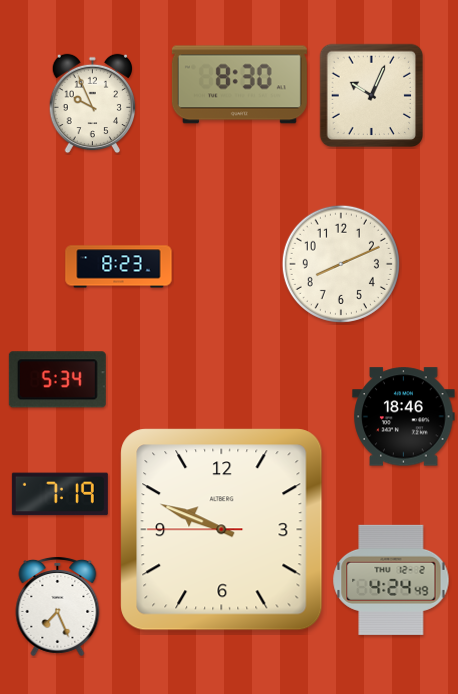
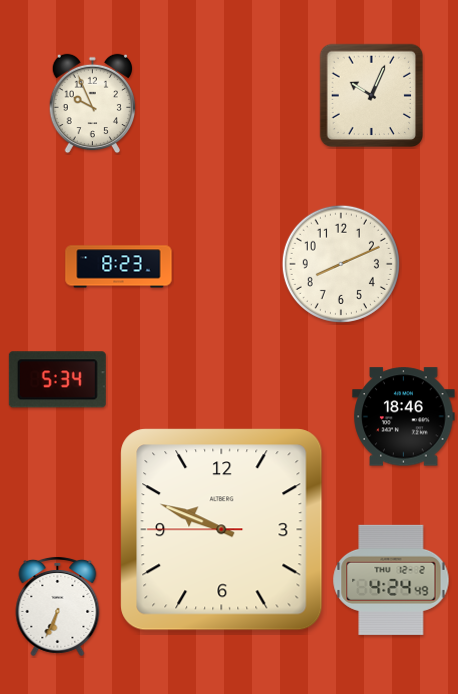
clock at (239, 85): 8:30 -> none
clock at (60, 494): 7:19 -> none
clock at (58, 606): 7:26 -> 6:34
